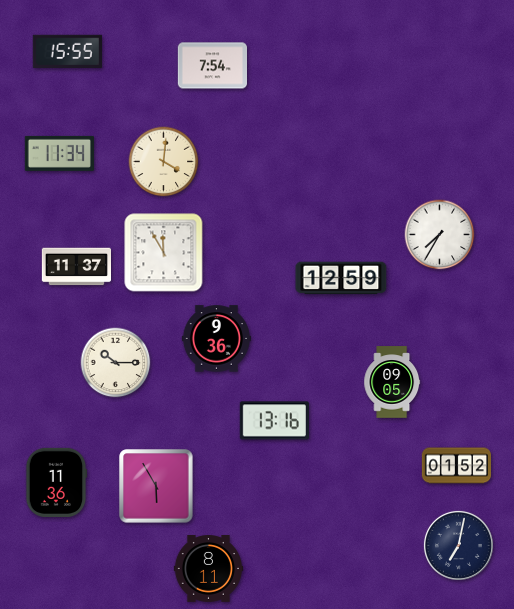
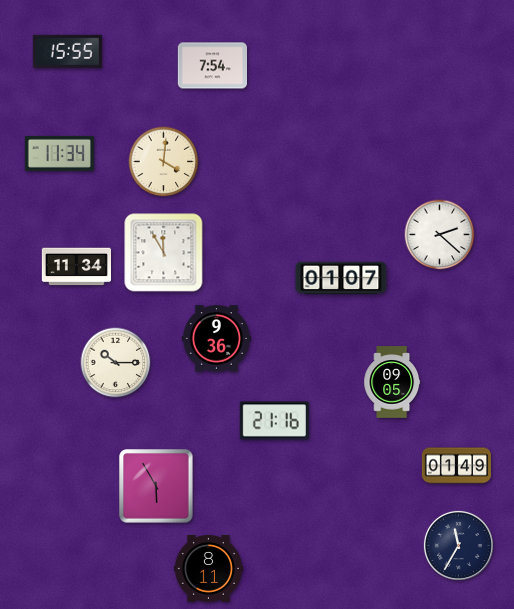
clock at (440, 235): 7:35 -> 2:22
clock at (76, 267): 11:37 -> 11:34
clock at (341, 278): 12:59 -> 01:07
clock at (274, 421): 13:16 -> 21:16
clock at (456, 466): 01:52 -> 01:49
clock at (56, 482): 11:36 -> none
clock at (458, 545): 7:02 -> 11:35
